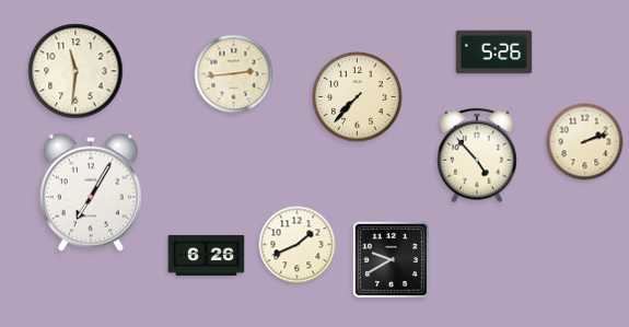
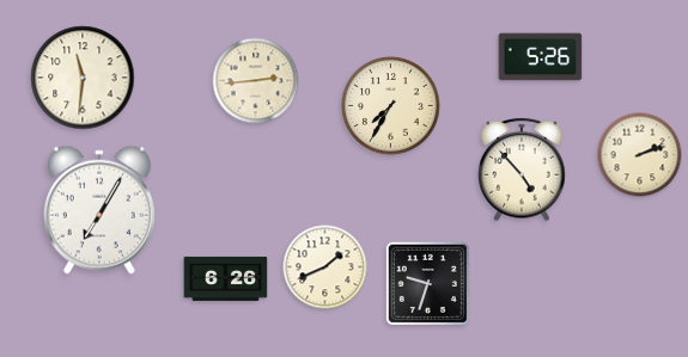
clock at (358, 97): 7:37 -> 7:35
clock at (391, 259): 9:40 -> 9:33
